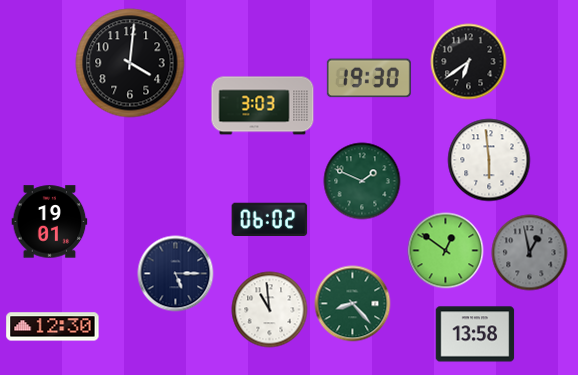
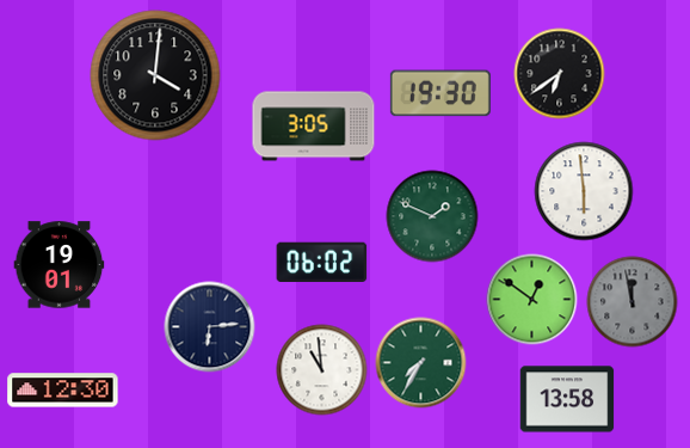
clock at (263, 106): 3:03 -> 3:05
clock at (530, 253): 12:58 -> 11:58
clock at (176, 274): 5:15 -> 6:14
clock at (353, 304): 8:23 -> 7:35
